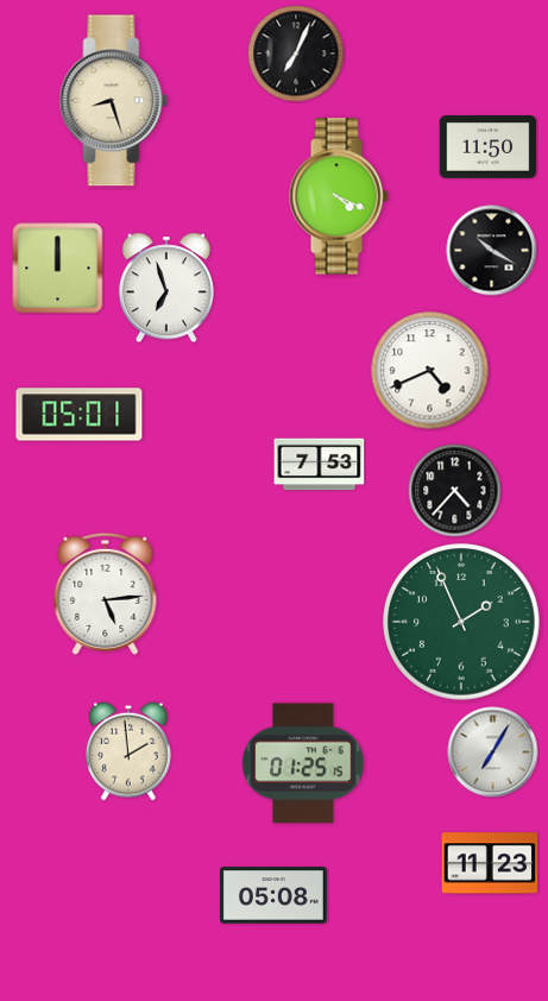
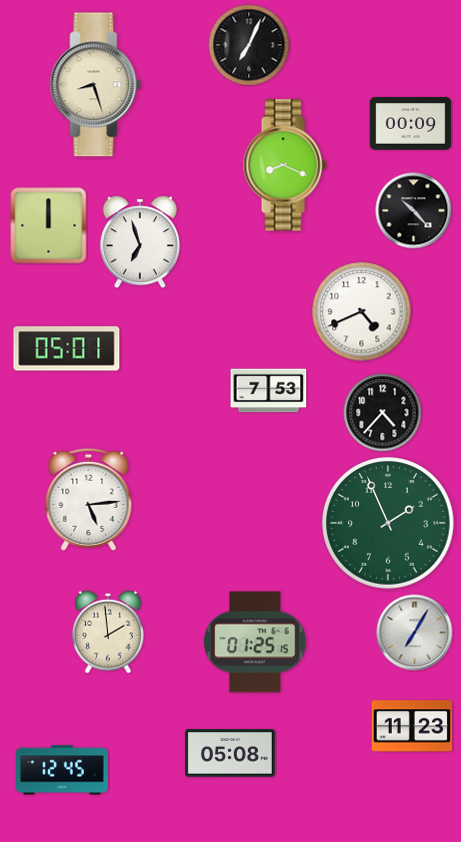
clock at (489, 147): 11:50 -> 00:09
clock at (339, 196): 4:19 -> 8:19
clock at (492, 251): 10:20 -> 10:23
clock at (62, 770): none -> 12:45
